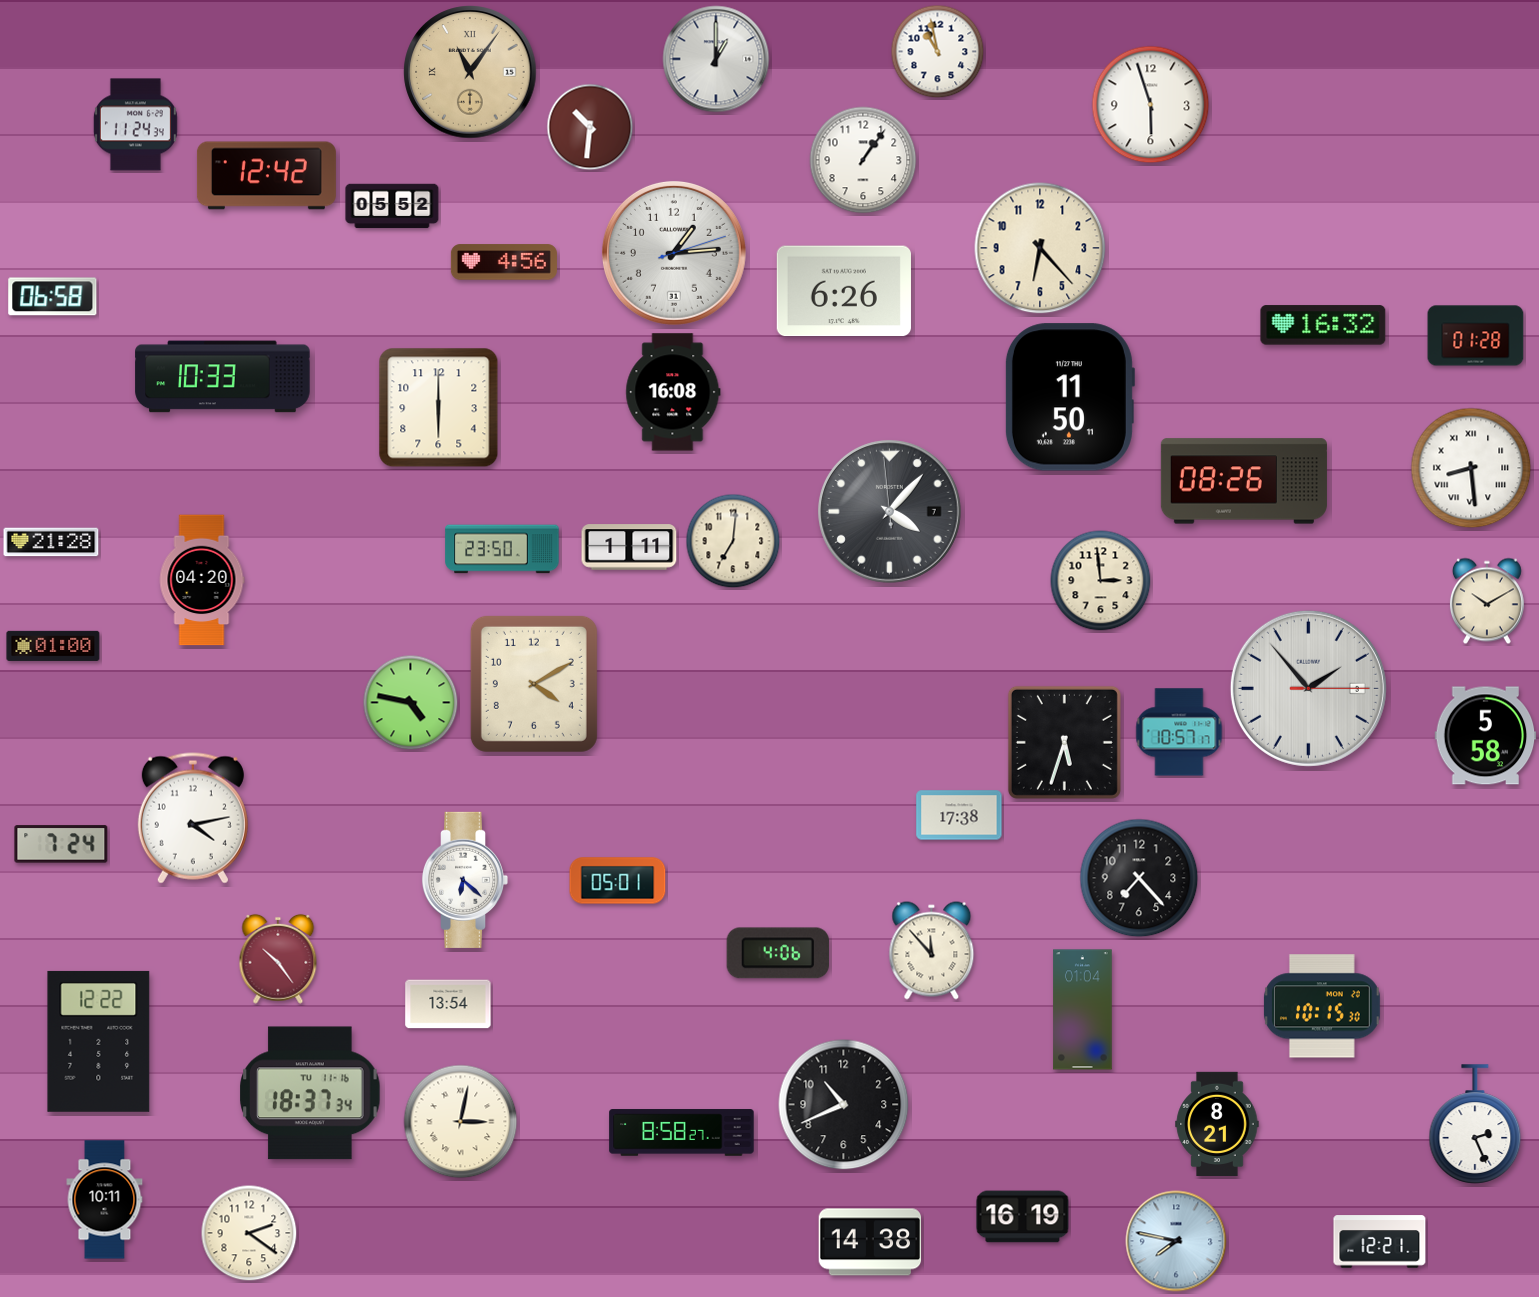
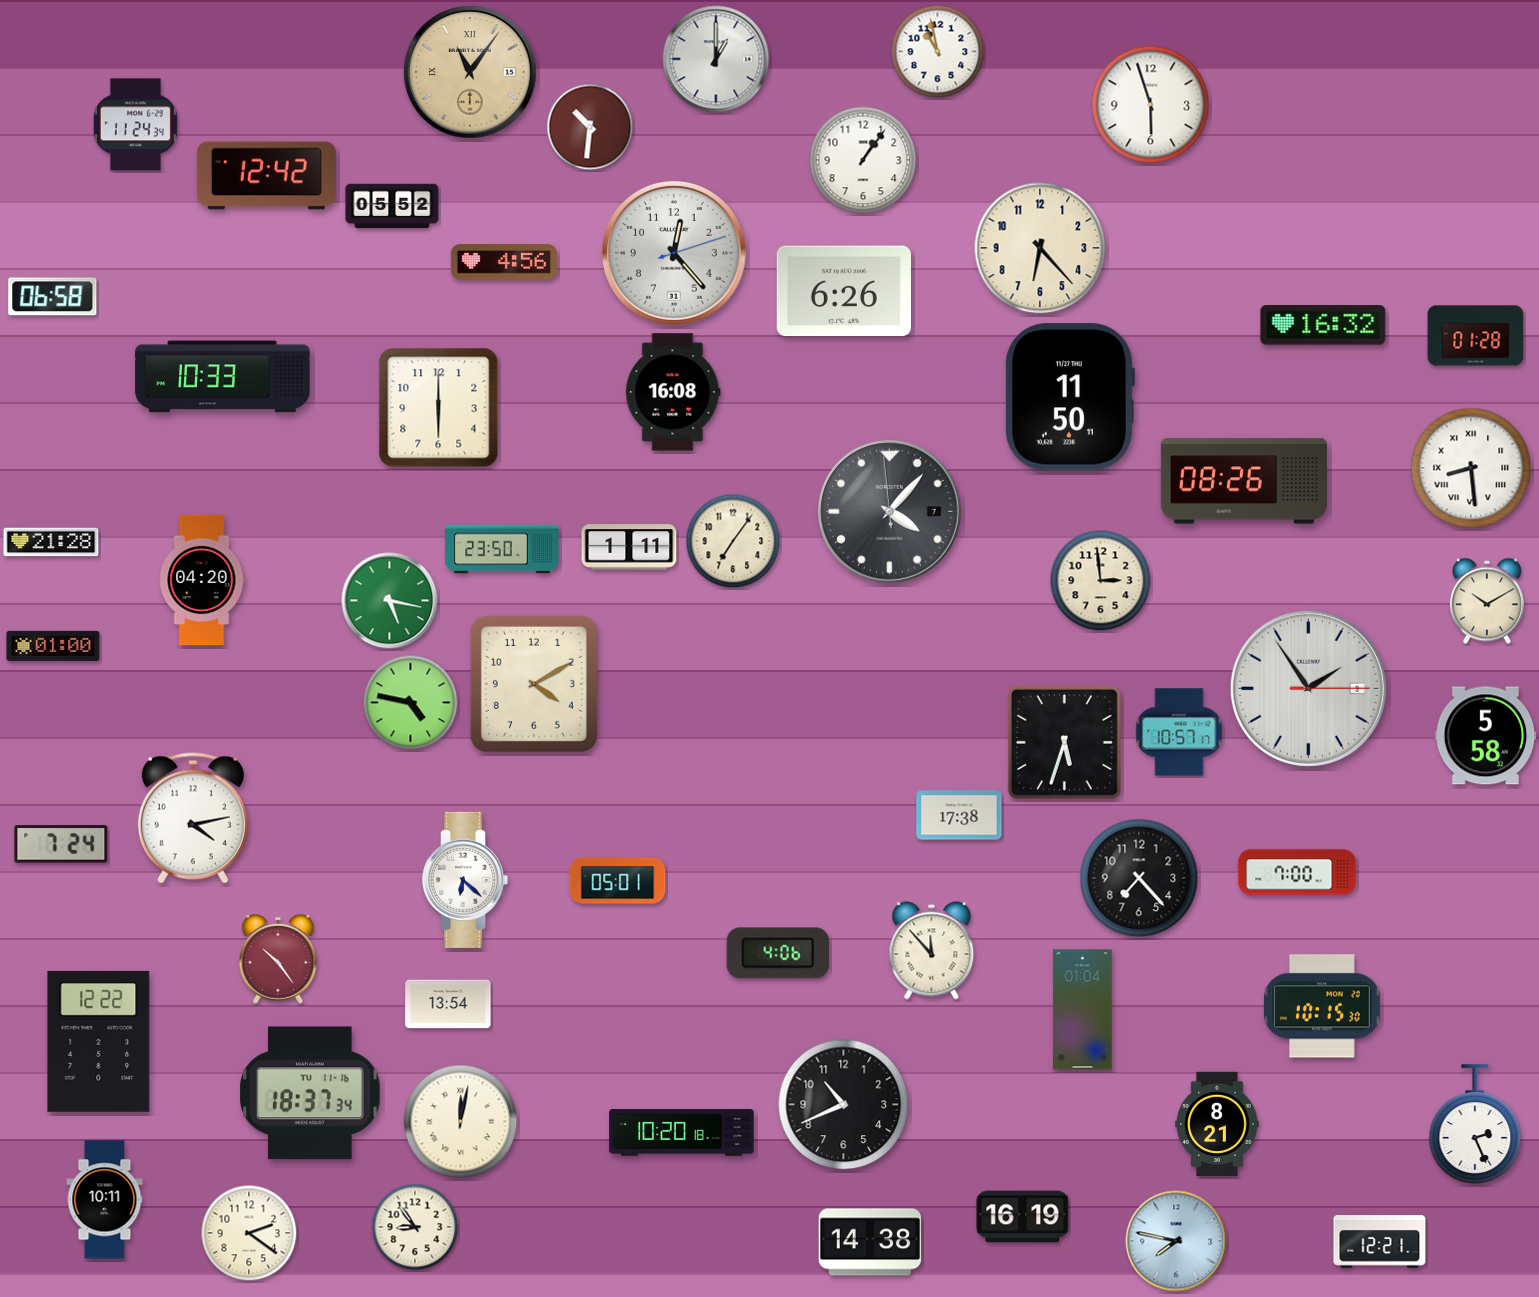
clock at (674, 253): 1:14 -> 12:23
clock at (733, 541): 7:01 -> 7:06
clock at (390, 601): none -> 5:17
clock at (1308, 688): 1:53 -> 1:54
clock at (1297, 872): none -> 7:00
clock at (461, 1122): 3:02 -> 12:02
clock at (682, 1133): 8:58 -> 10:20
clock at (415, 1227): none -> 8:54
